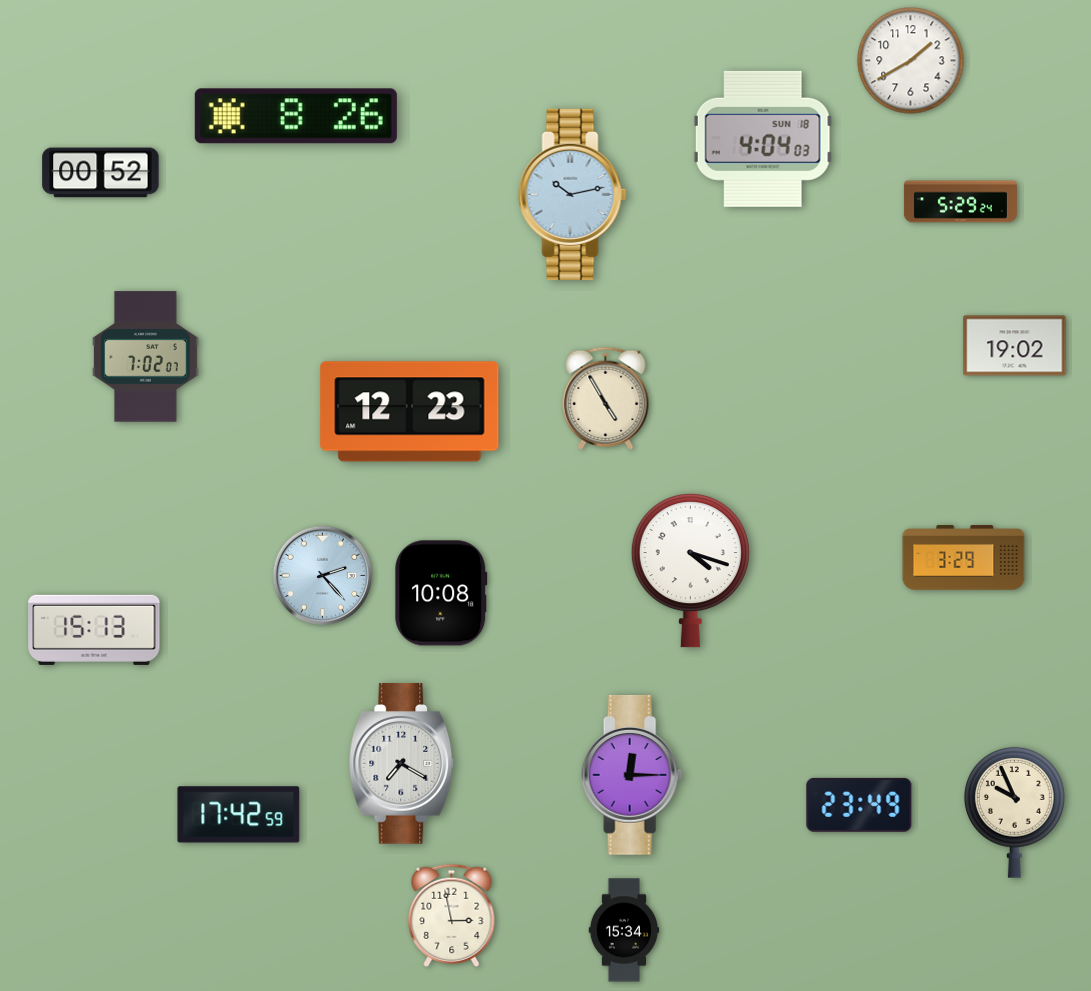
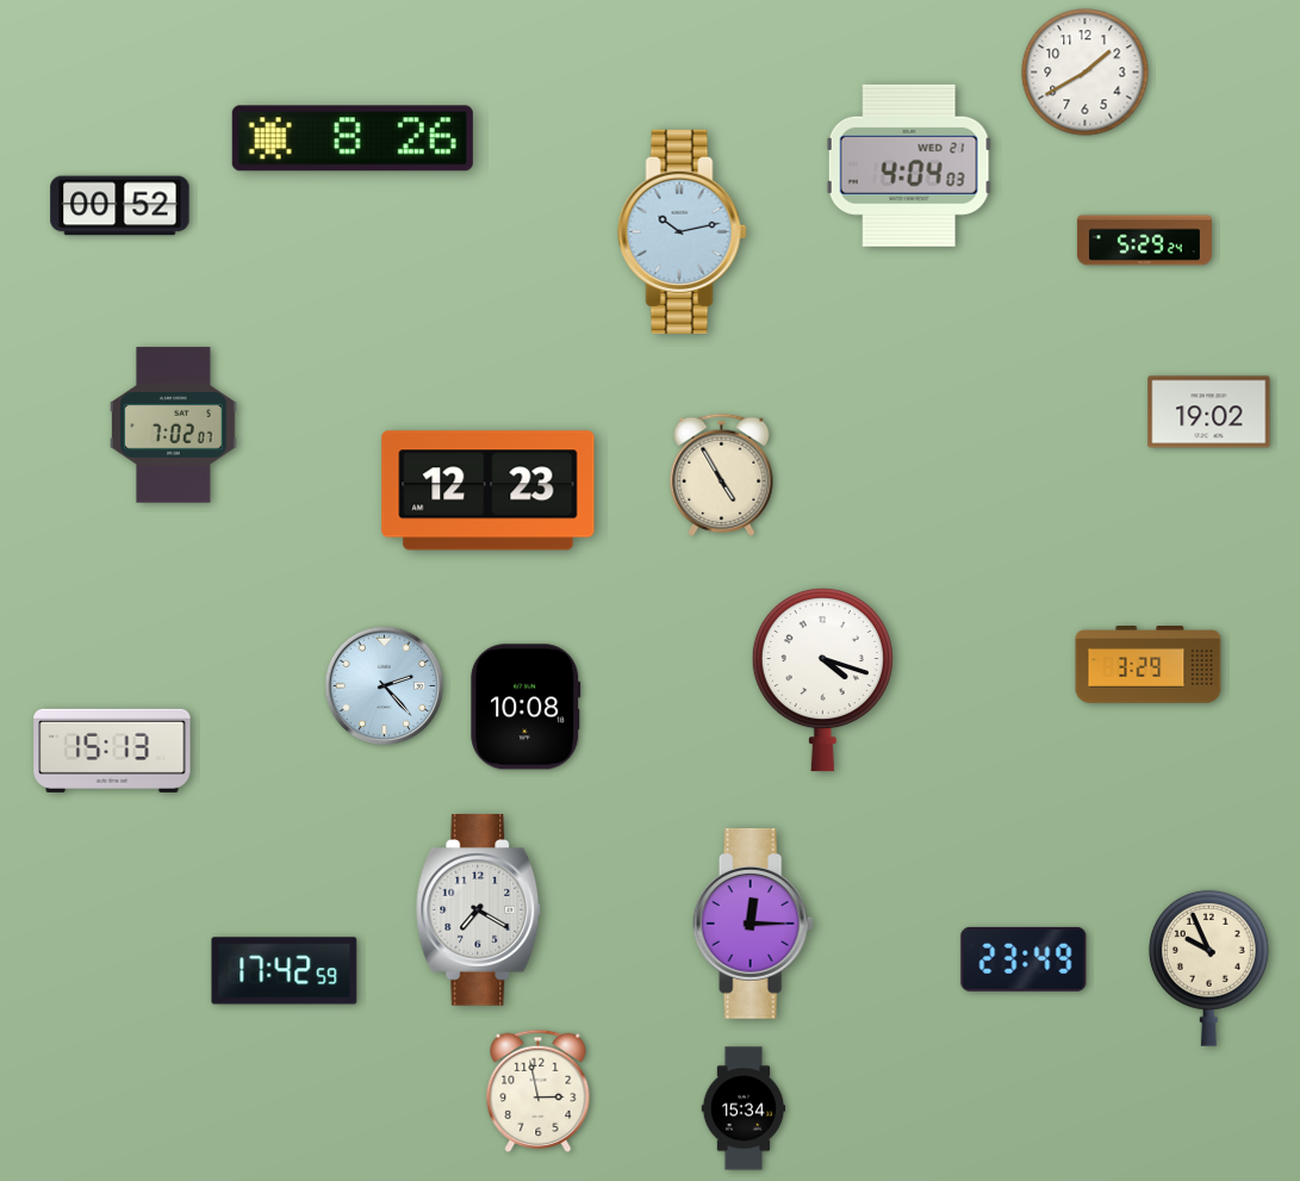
clock at (763, 139) date: SUN 18 -> WED 21
